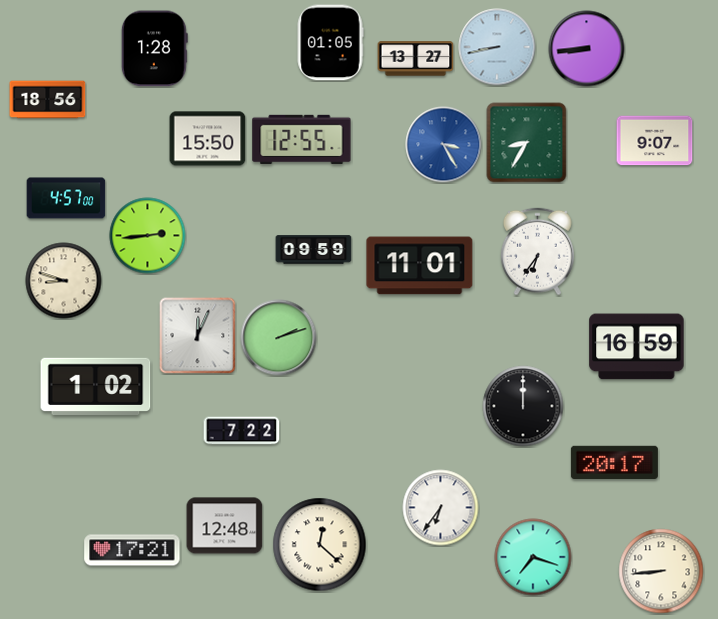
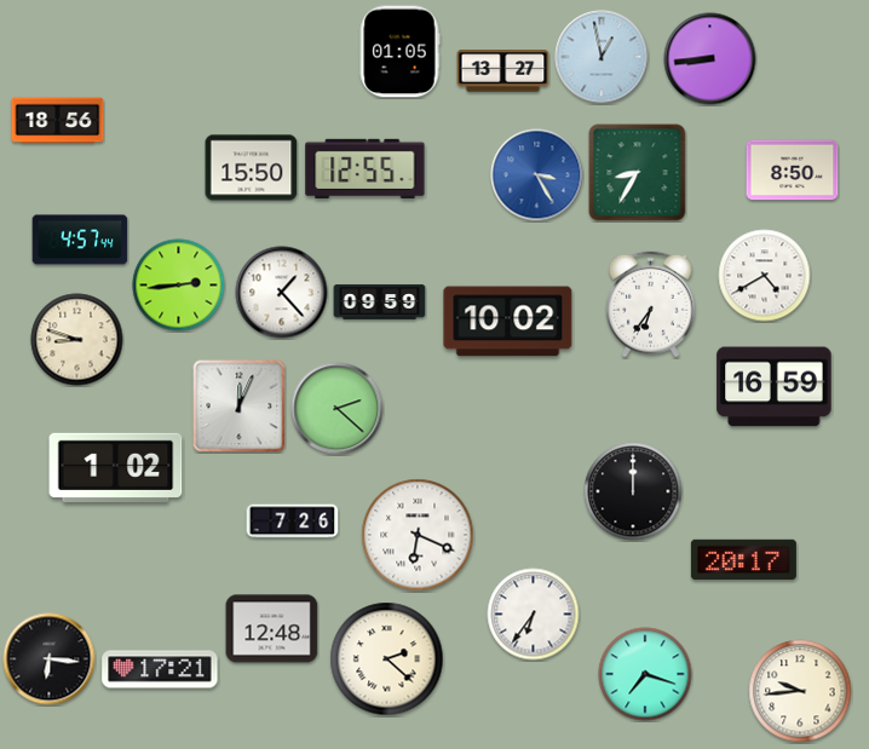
clock at (497, 47): 8:43 -> 12:58
clock at (154, 49): 1:28 -> none
clock at (655, 141): 9:07 -> 8:50
clock at (66, 198): 4:57:00 -> 4:57:44
clock at (765, 276): none -> 4:40
clock at (282, 293): none -> 1:23
clock at (420, 266): 11:01 -> 10:02
clock at (279, 338): 2:12 -> 2:22
clock at (637, 347) position: (637, 347) -> (775, 387)
clock at (242, 431): 7:22 -> 7:26
clock at (418, 535): none -> 6:19
clock at (225, 526) position: (225, 526) -> (272, 629)
clock at (50, 659): none -> 6:16
clock at (320, 545): 12:22 -> 2:22
clock at (132, 550) position: (132, 550) -> (160, 669)
clock at (661, 571): 8:44 -> 9:44
